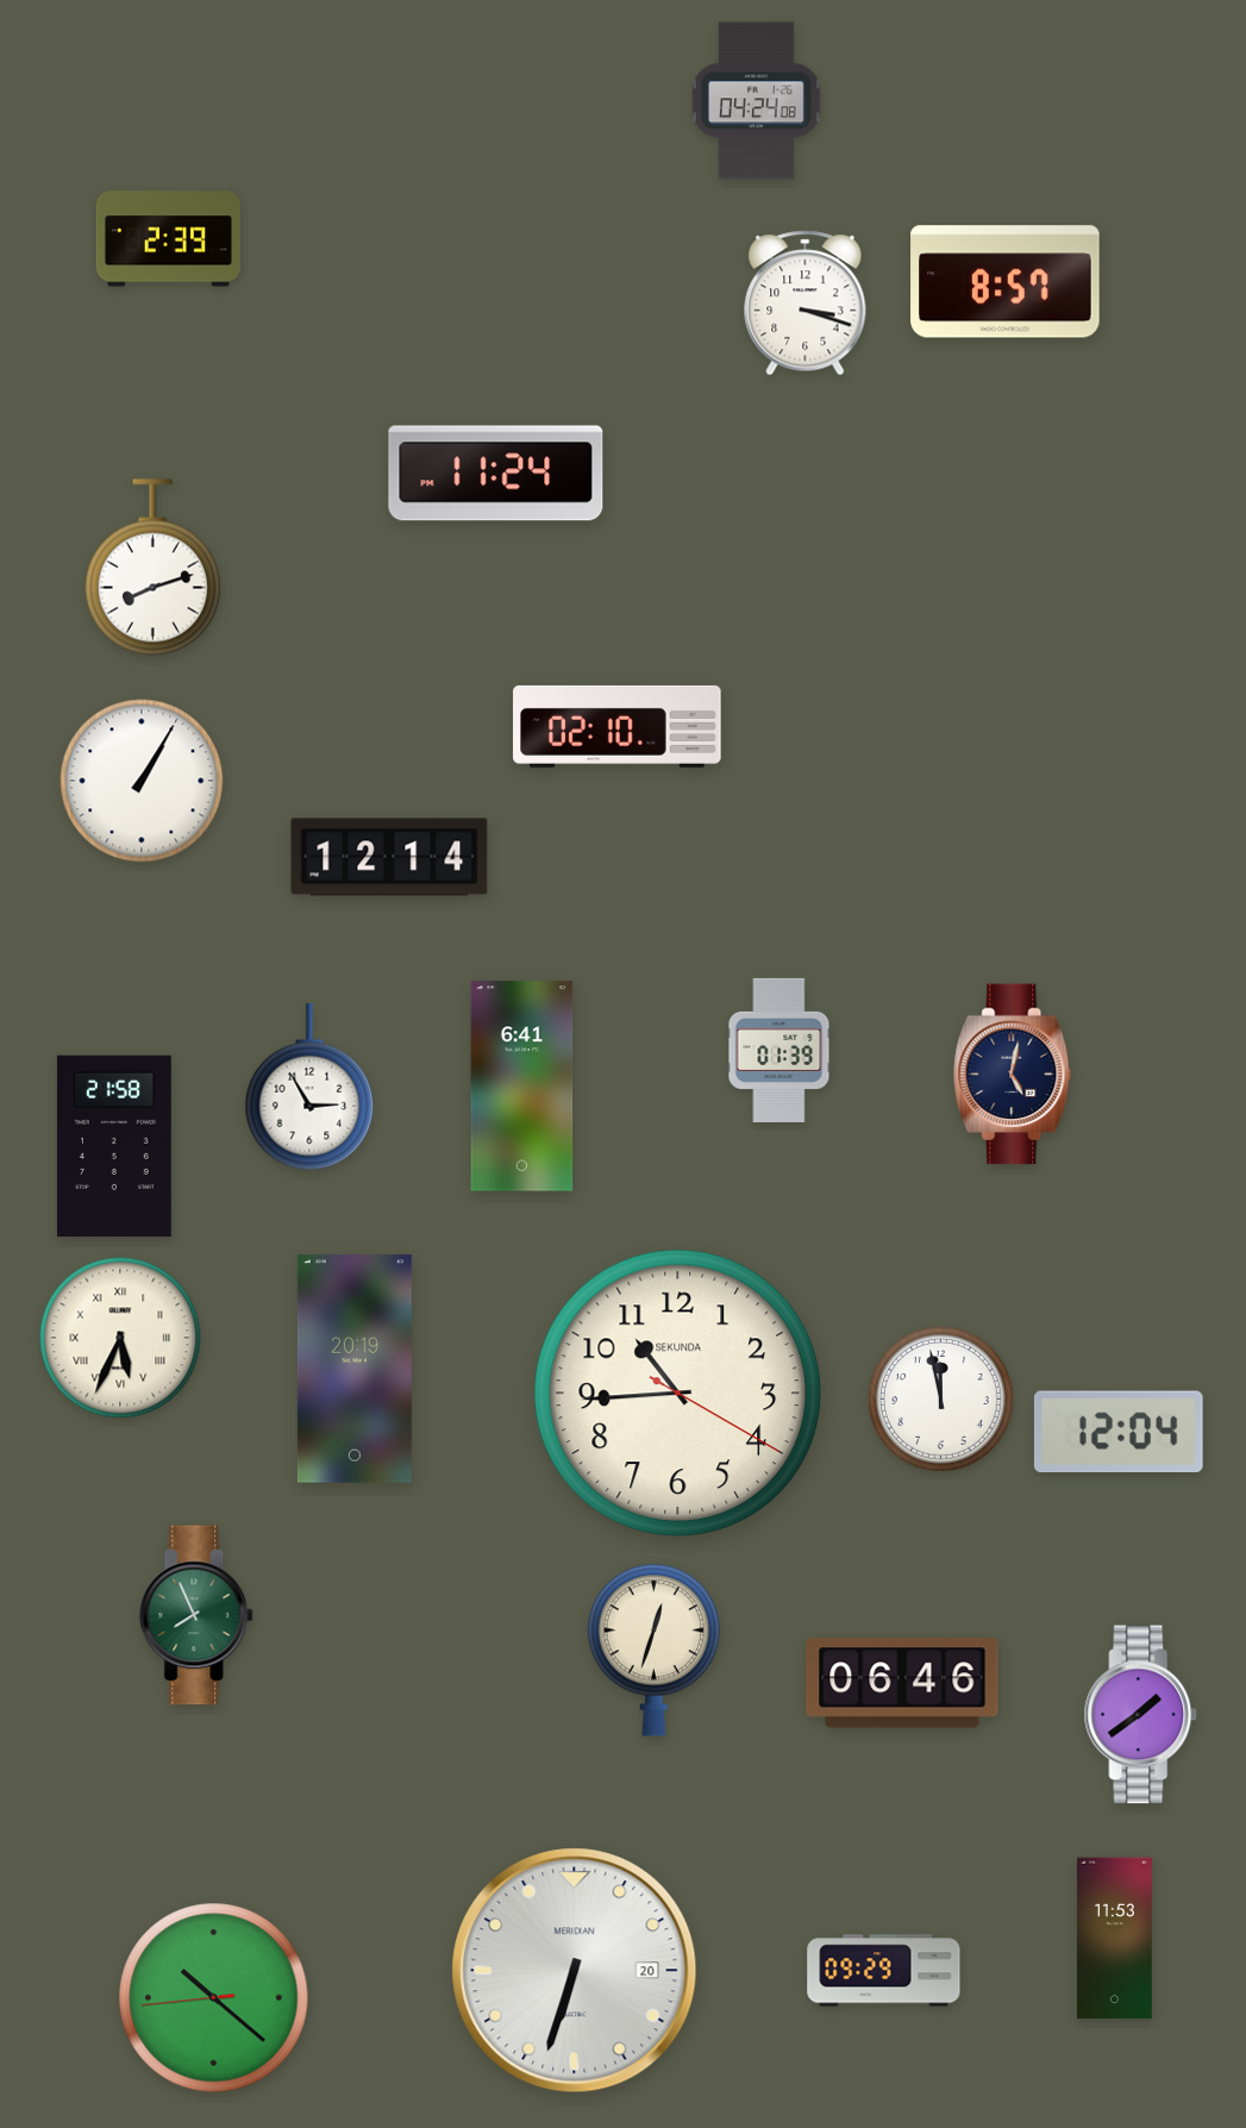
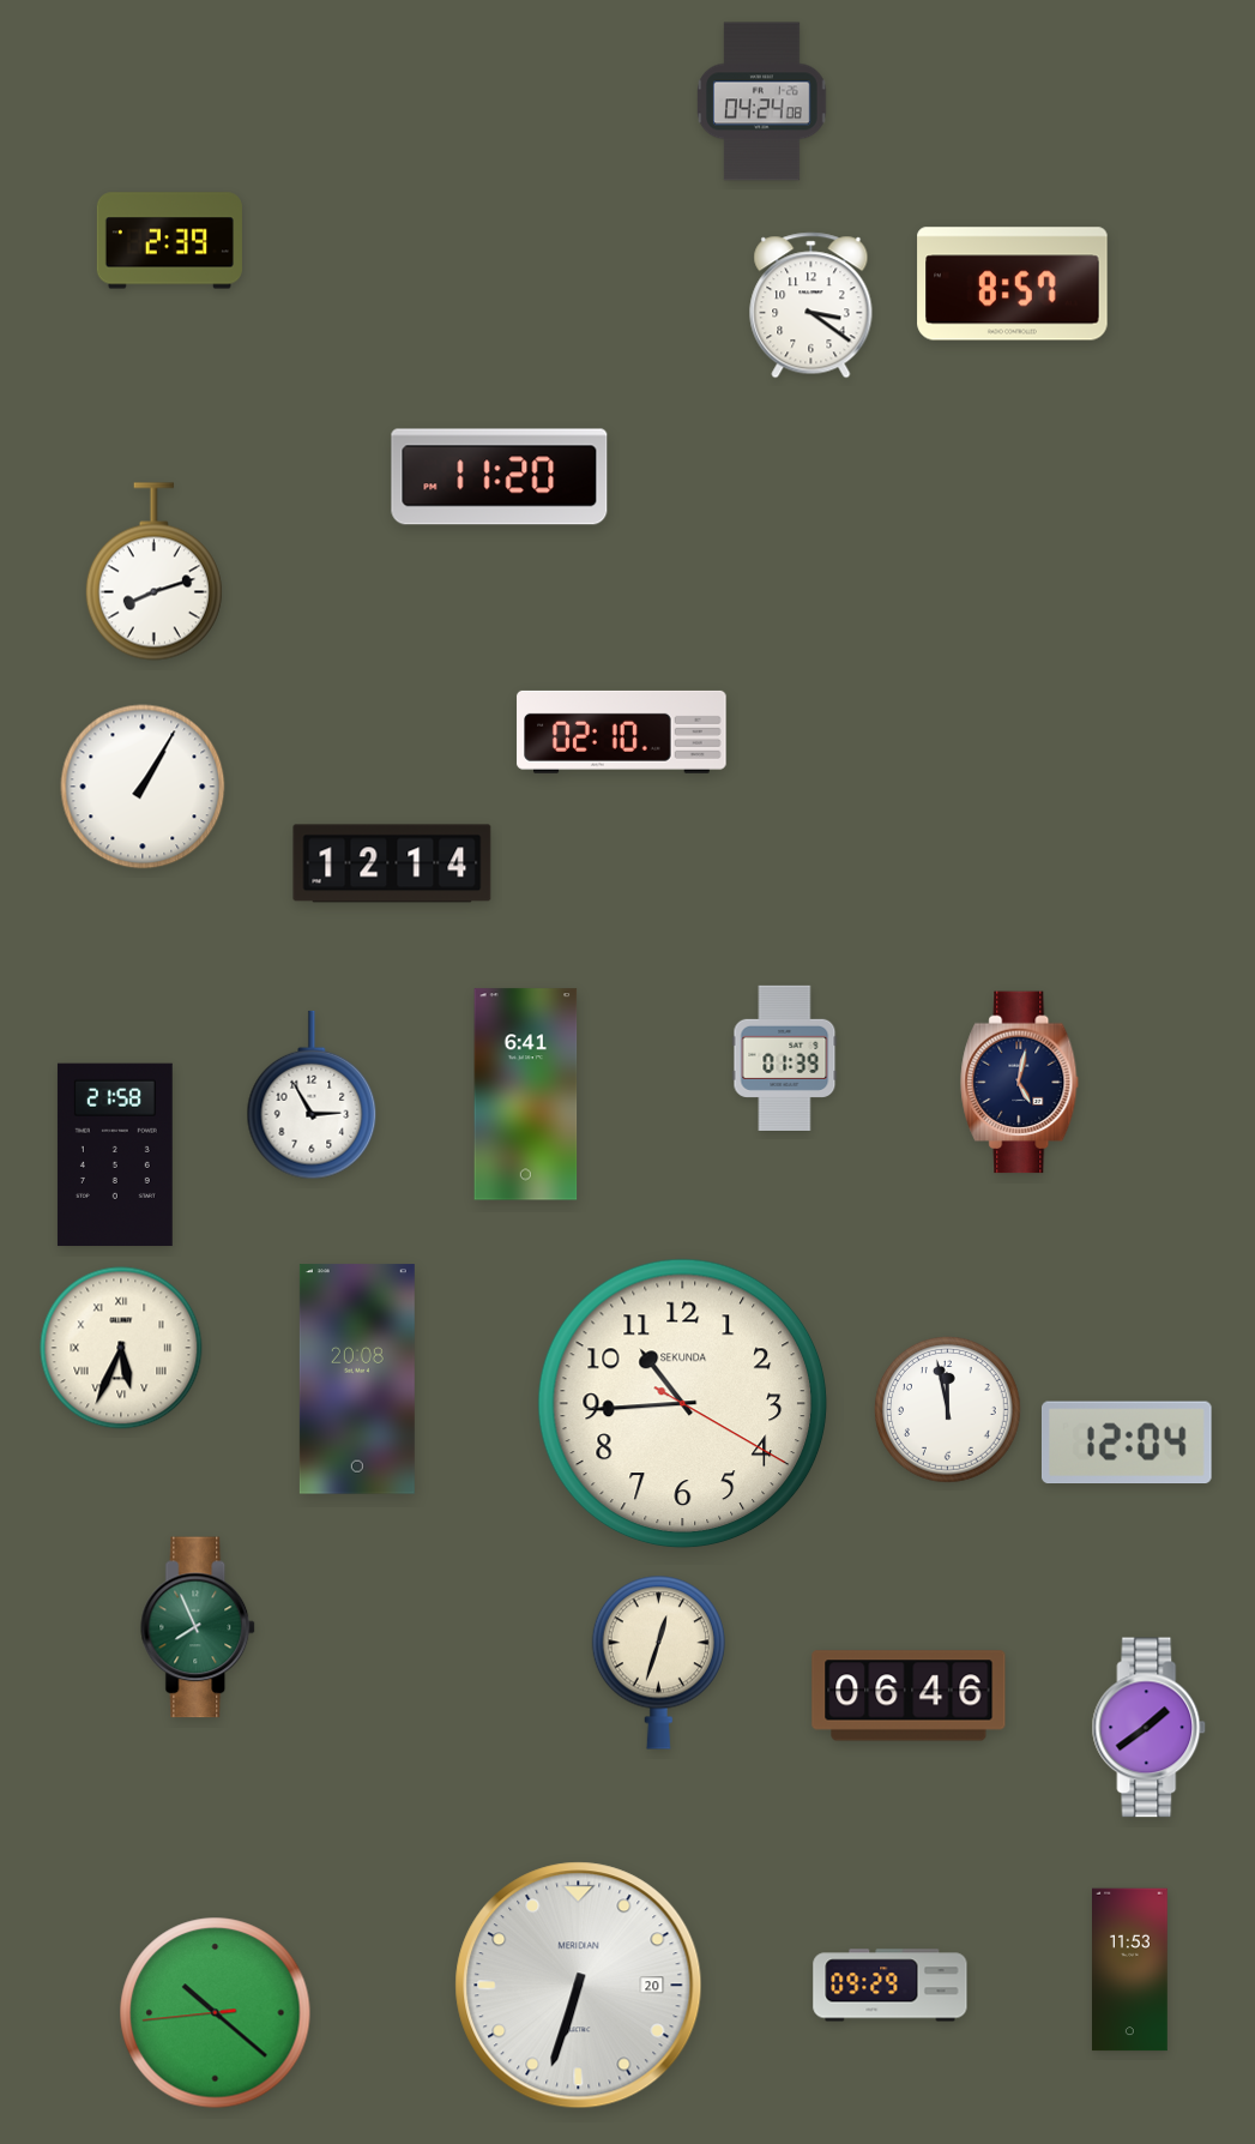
clock at (806, 303): 3:18 -> 3:21
clock at (496, 474): 11:24 -> 11:20
clock at (355, 1369): 20:19 -> 20:08
clock at (1115, 1939) position: (1115, 1939) -> (1130, 1970)
